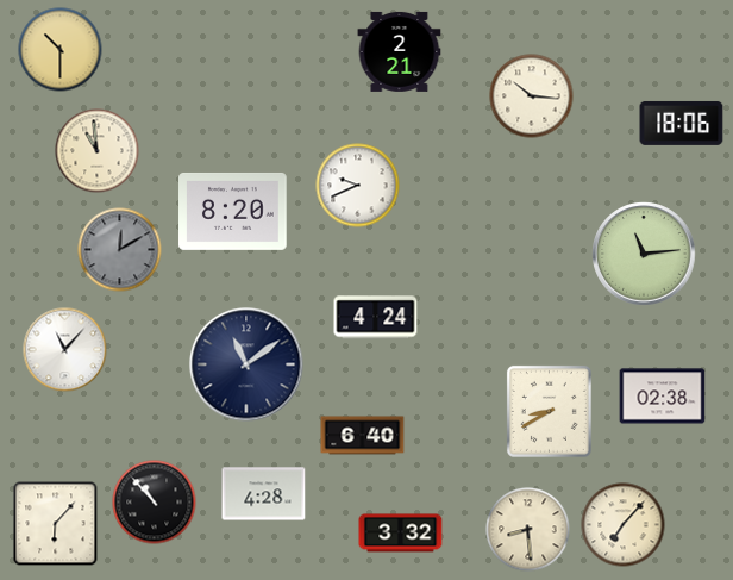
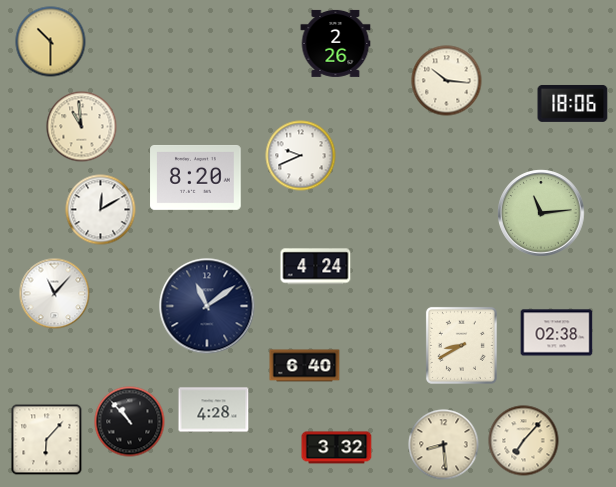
clock at (400, 51): 2:21 -> 2:26
clock at (120, 250) dial: grey -> white
clock at (264, 494) position: (264, 494) -> (214, 410)
